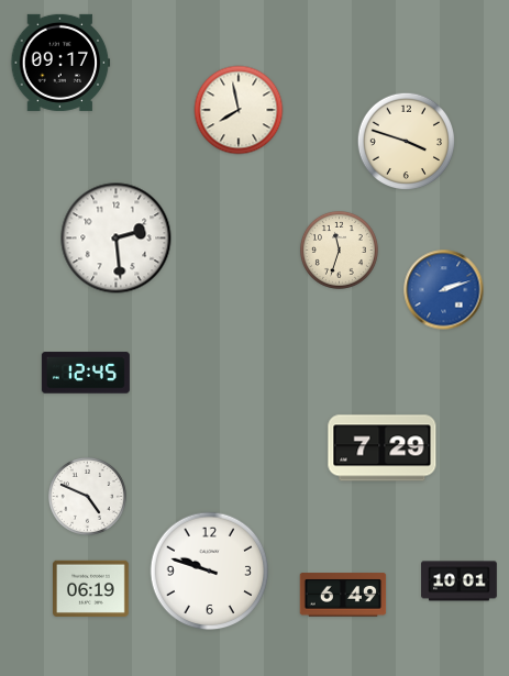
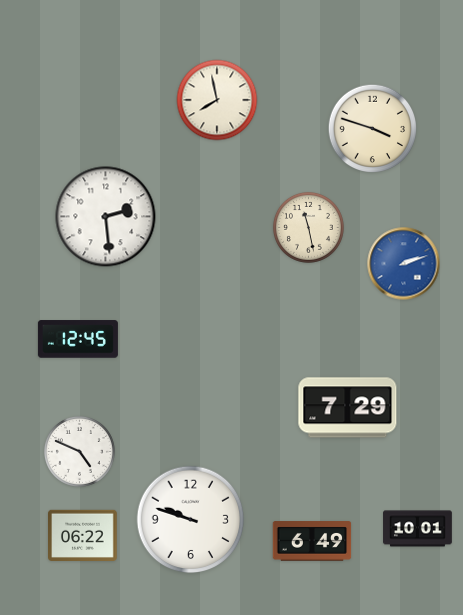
clock at (60, 63): 09:17 -> none
clock at (406, 141) position: (406, 141) -> (372, 128)
clock at (339, 250): 11:33 -> 11:28
clock at (91, 588): 06:19 -> 06:22
